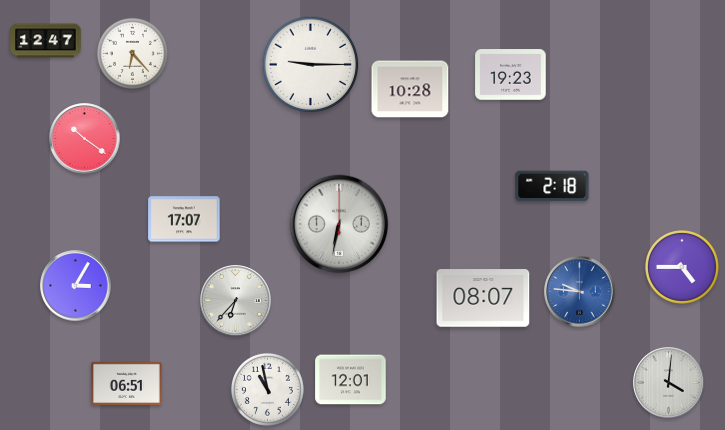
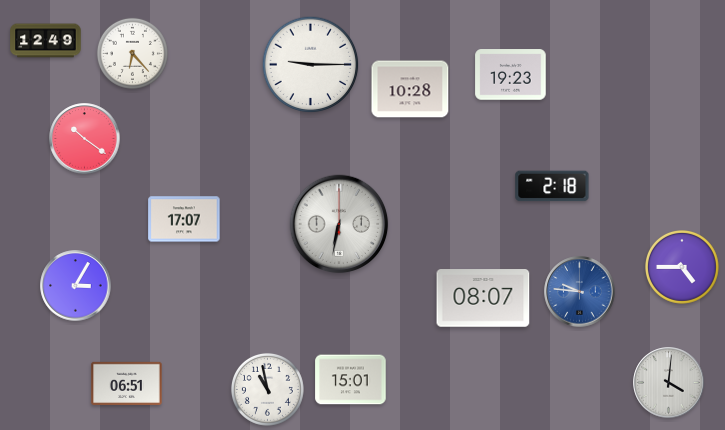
clock at (46, 41): 12:47 -> 12:49
clock at (236, 301): 6:37 -> none
clock at (351, 380): 12:01 -> 15:01
